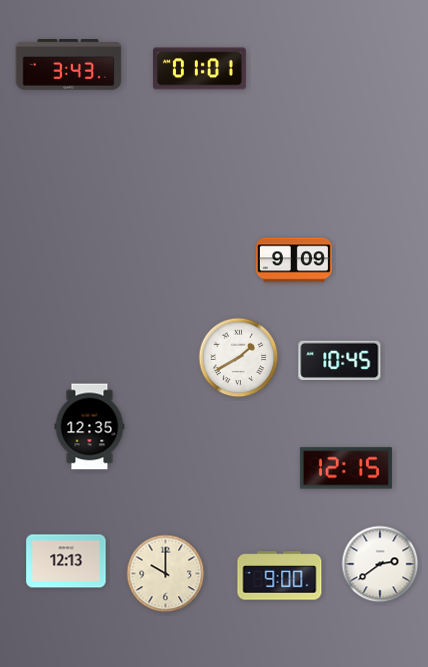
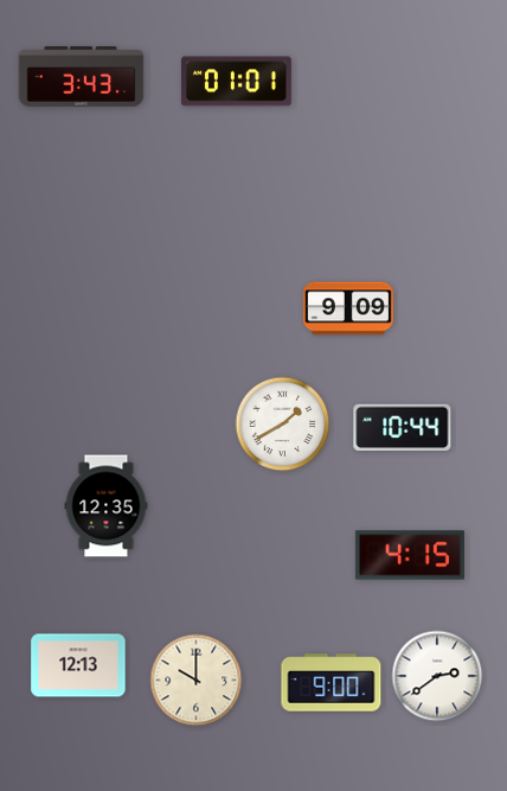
clock at (340, 360): 10:45 -> 10:44
clock at (346, 468): 12:15 -> 4:15
clock at (380, 564) position: (380, 564) -> (437, 676)
